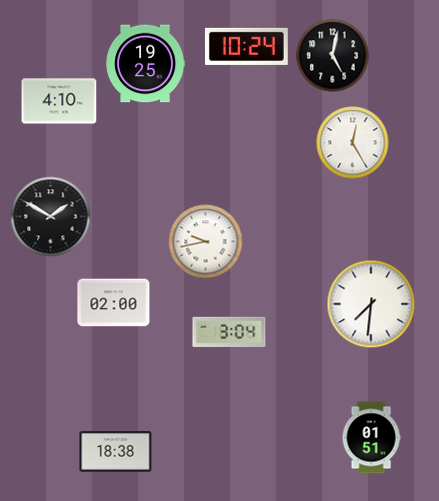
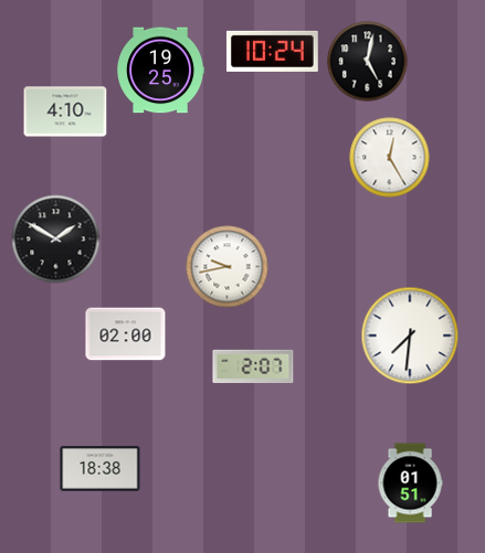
clock at (229, 331): 3:04 -> 2:07
clock at (116, 452) position: (116, 452) -> (101, 469)
